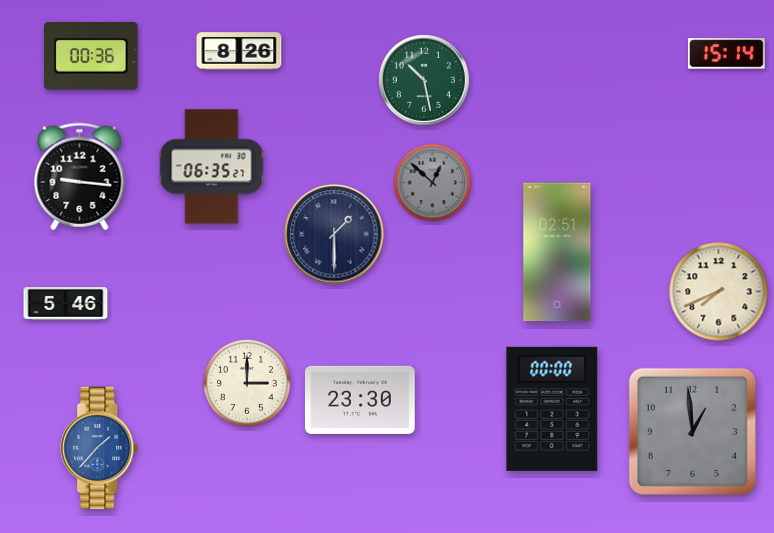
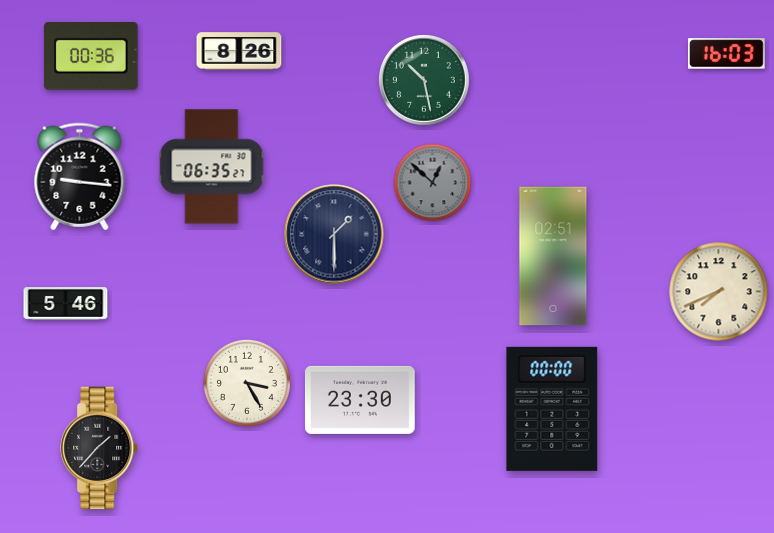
clock at (727, 54): 15:14 -> 16:03
clock at (557, 252) position: (557, 252) -> (553, 256)
clock at (247, 383): 3:00 -> 3:25
clock at (692, 431): 12:59 -> none
clock at (100, 447) dial: blue -> black
